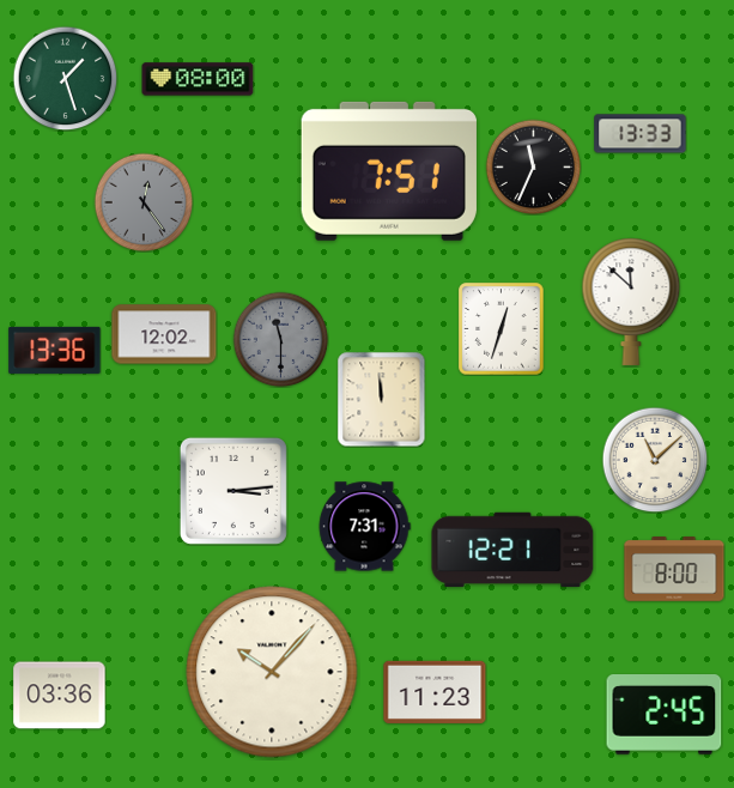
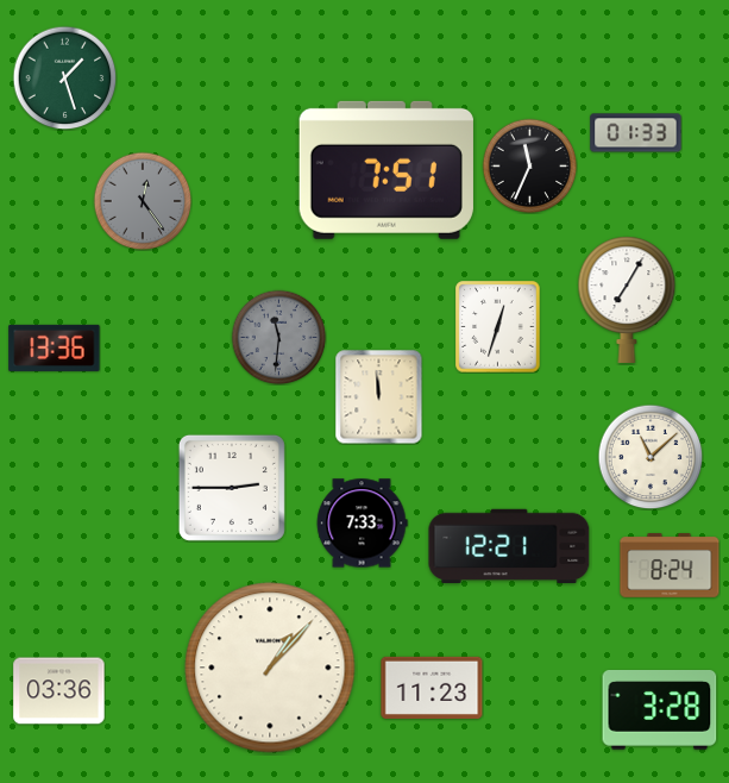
clock at (198, 79): 08:00 -> none
clock at (641, 134): 13:33 -> 01:33
clock at (631, 302): 11:52 -> 7:05
clock at (164, 334): 12:02 -> none
clock at (280, 339): 11:30 -> 11:31
clock at (233, 491): 3:14 -> 2:45
clock at (364, 527): 7:31 -> 7:33
clock at (674, 569): 8:00 -> 8:24
clock at (272, 672): 10:07 -> 1:07
clock at (665, 715): 2:45 -> 3:28
